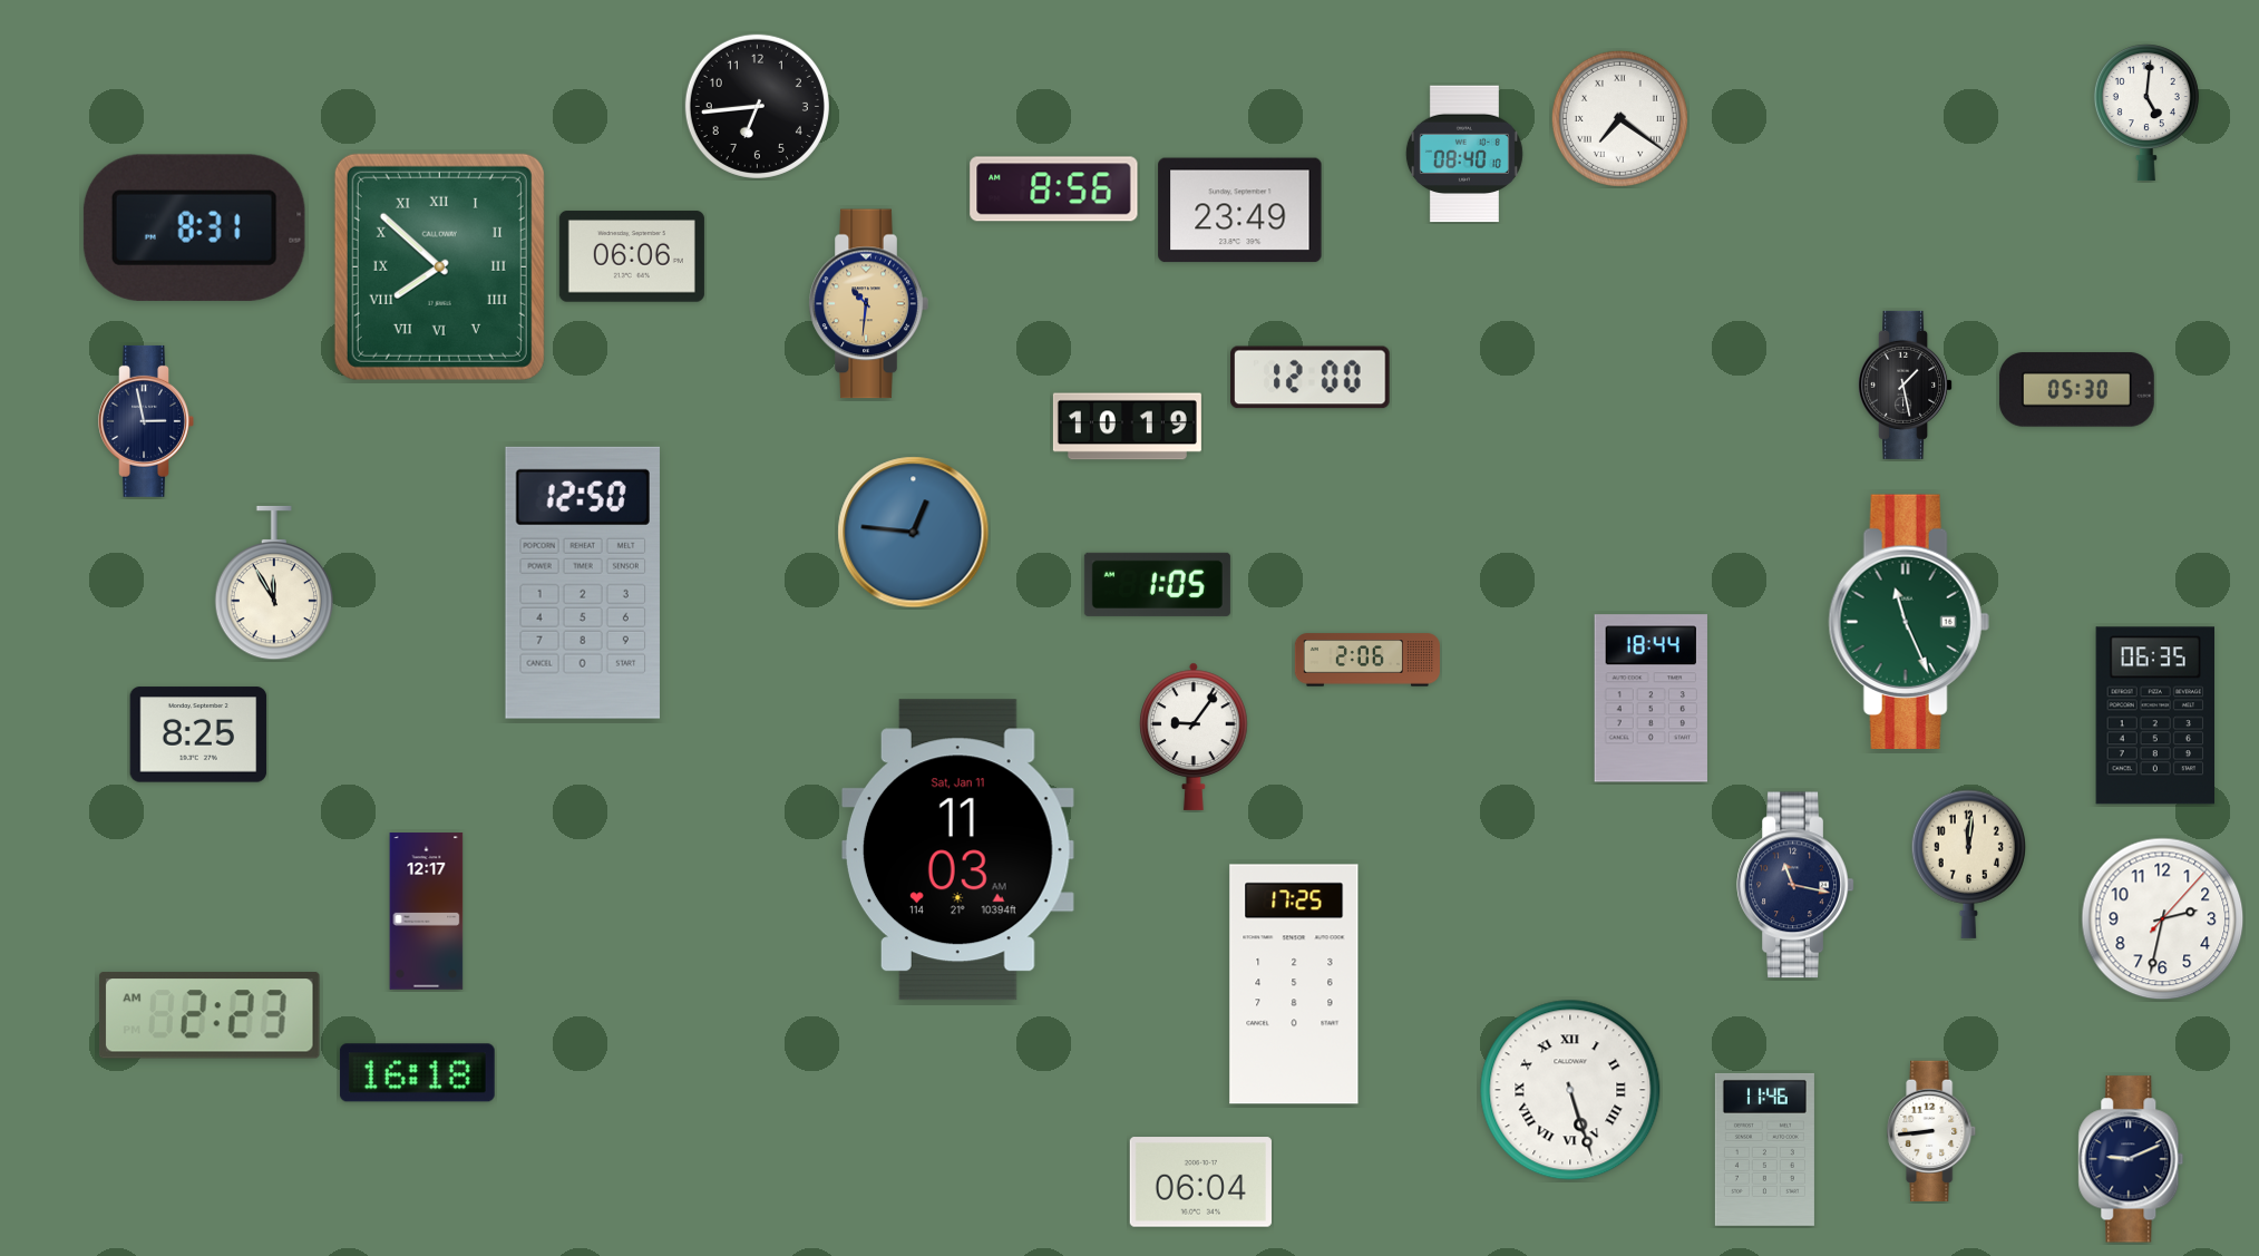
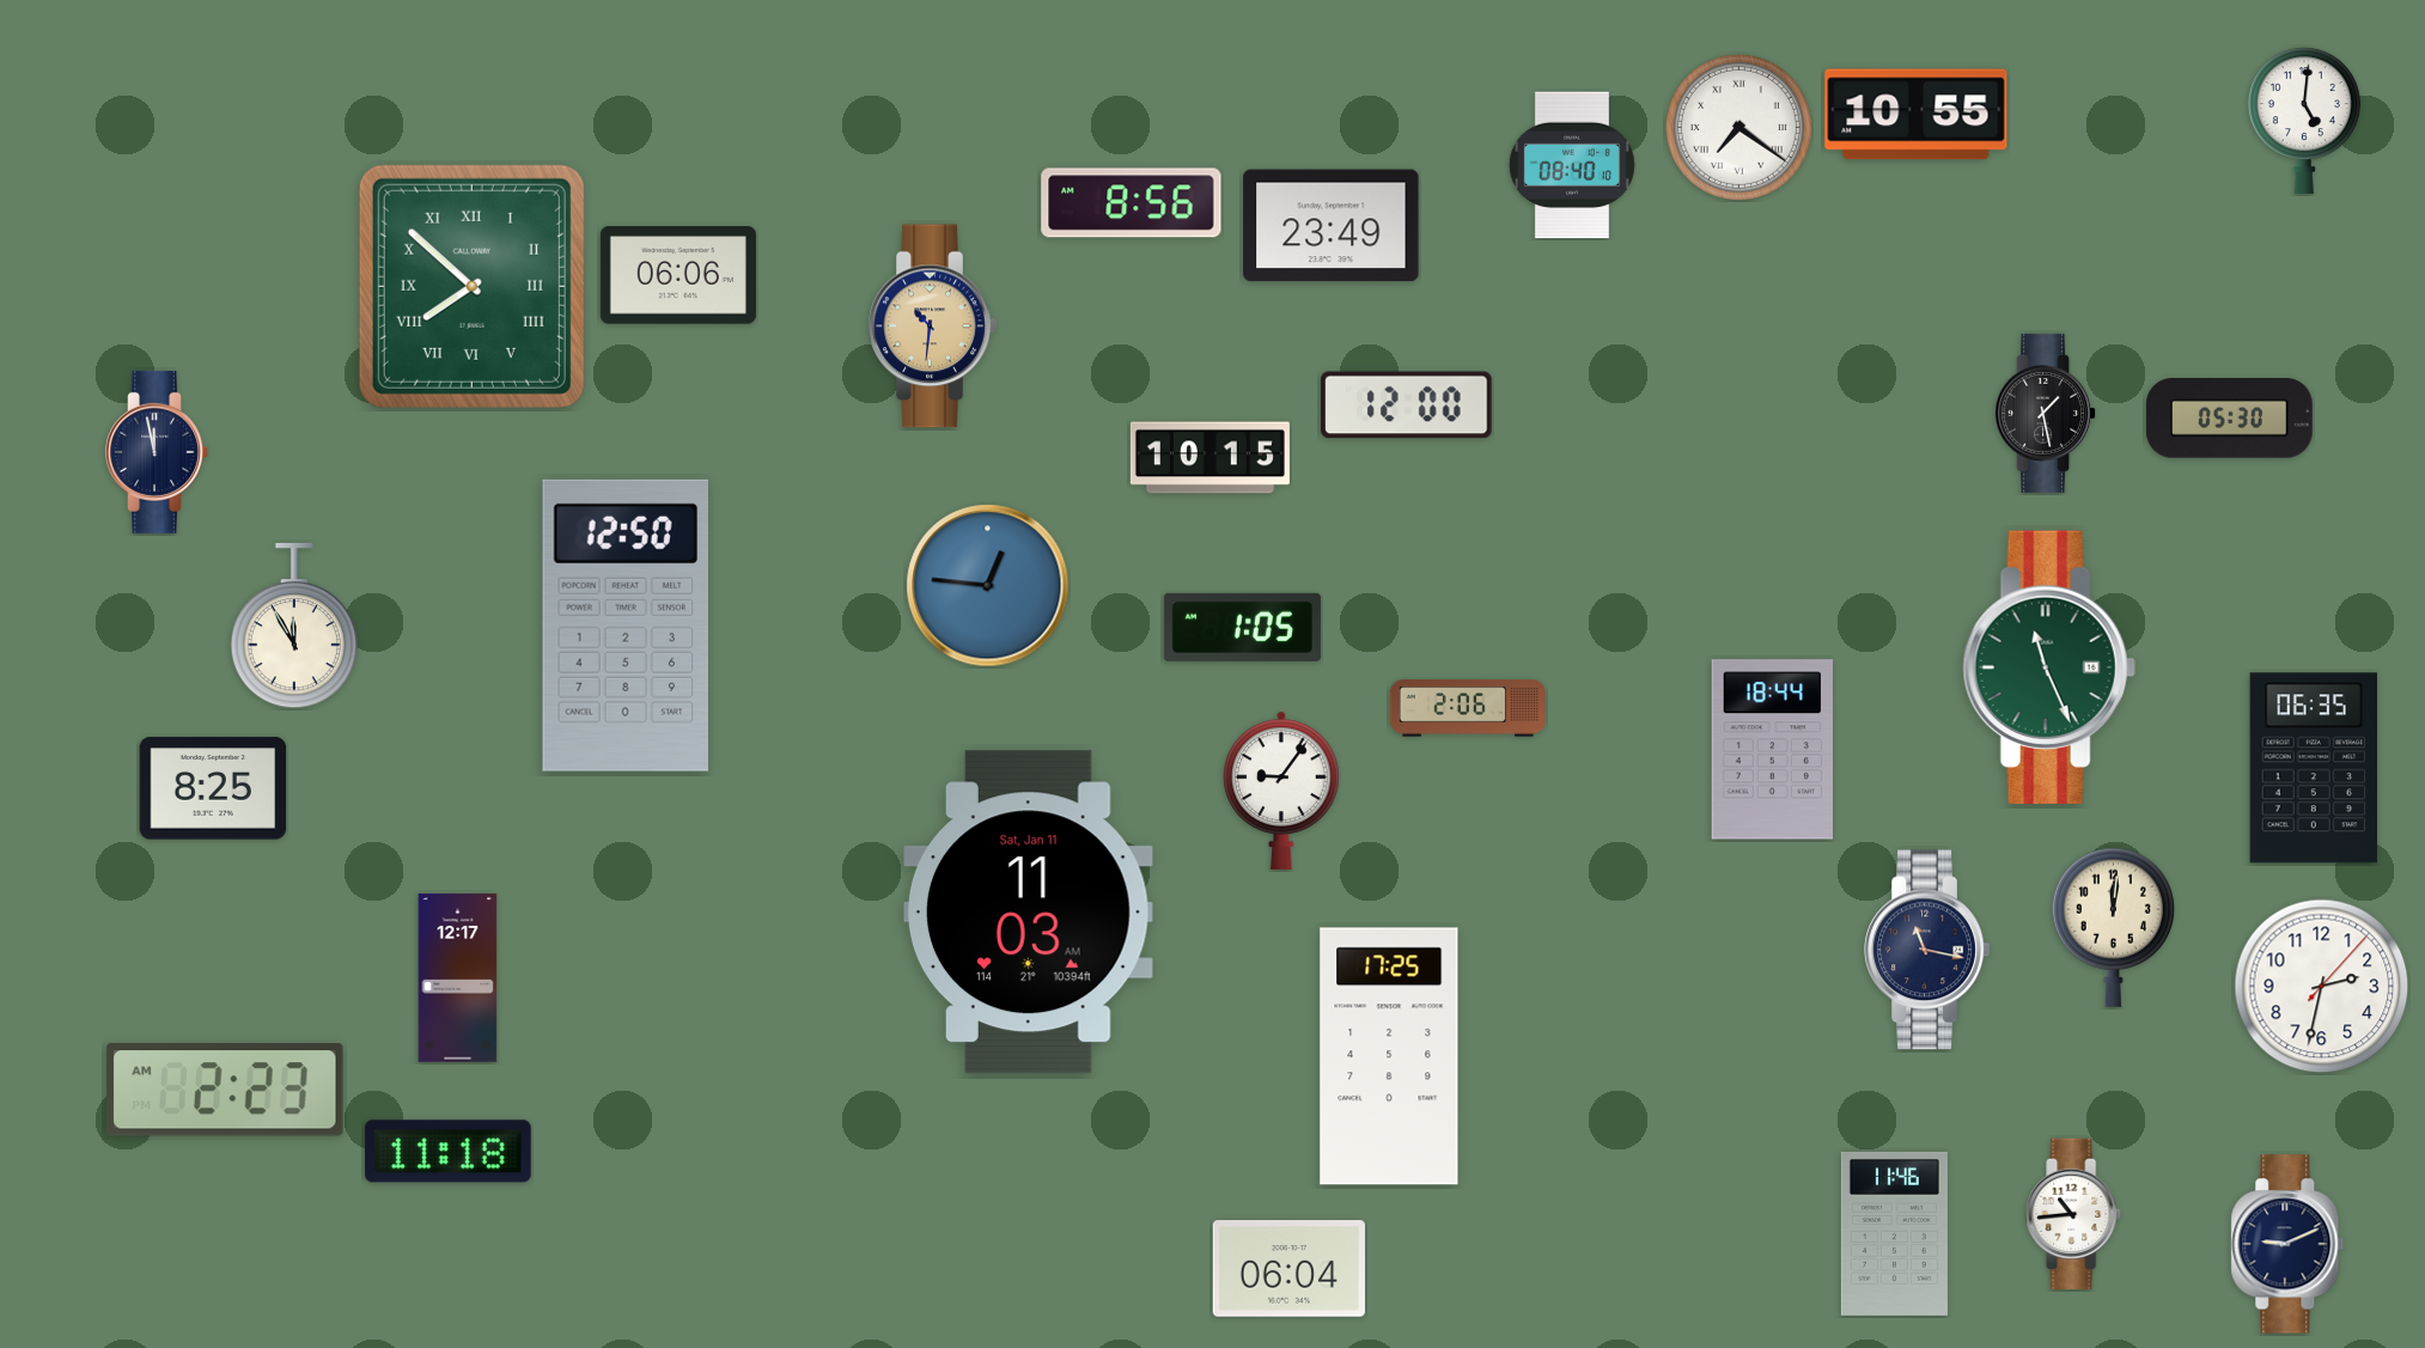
clock at (757, 106): 6:44 -> none
clock at (1917, 115): none -> 10:55
clock at (194, 227): 8:31 -> none
clock at (146, 421): 2:58 -> 11:58
clock at (1127, 427): 10:19 -> 10:15
clock at (914, 533) position: (914, 533) -> (988, 586)
clock at (417, 1073): 16:18 -> 11:18
clock at (1570, 1090): 5:27 -> none
clock at (1932, 1130): 8:44 -> 10:44
